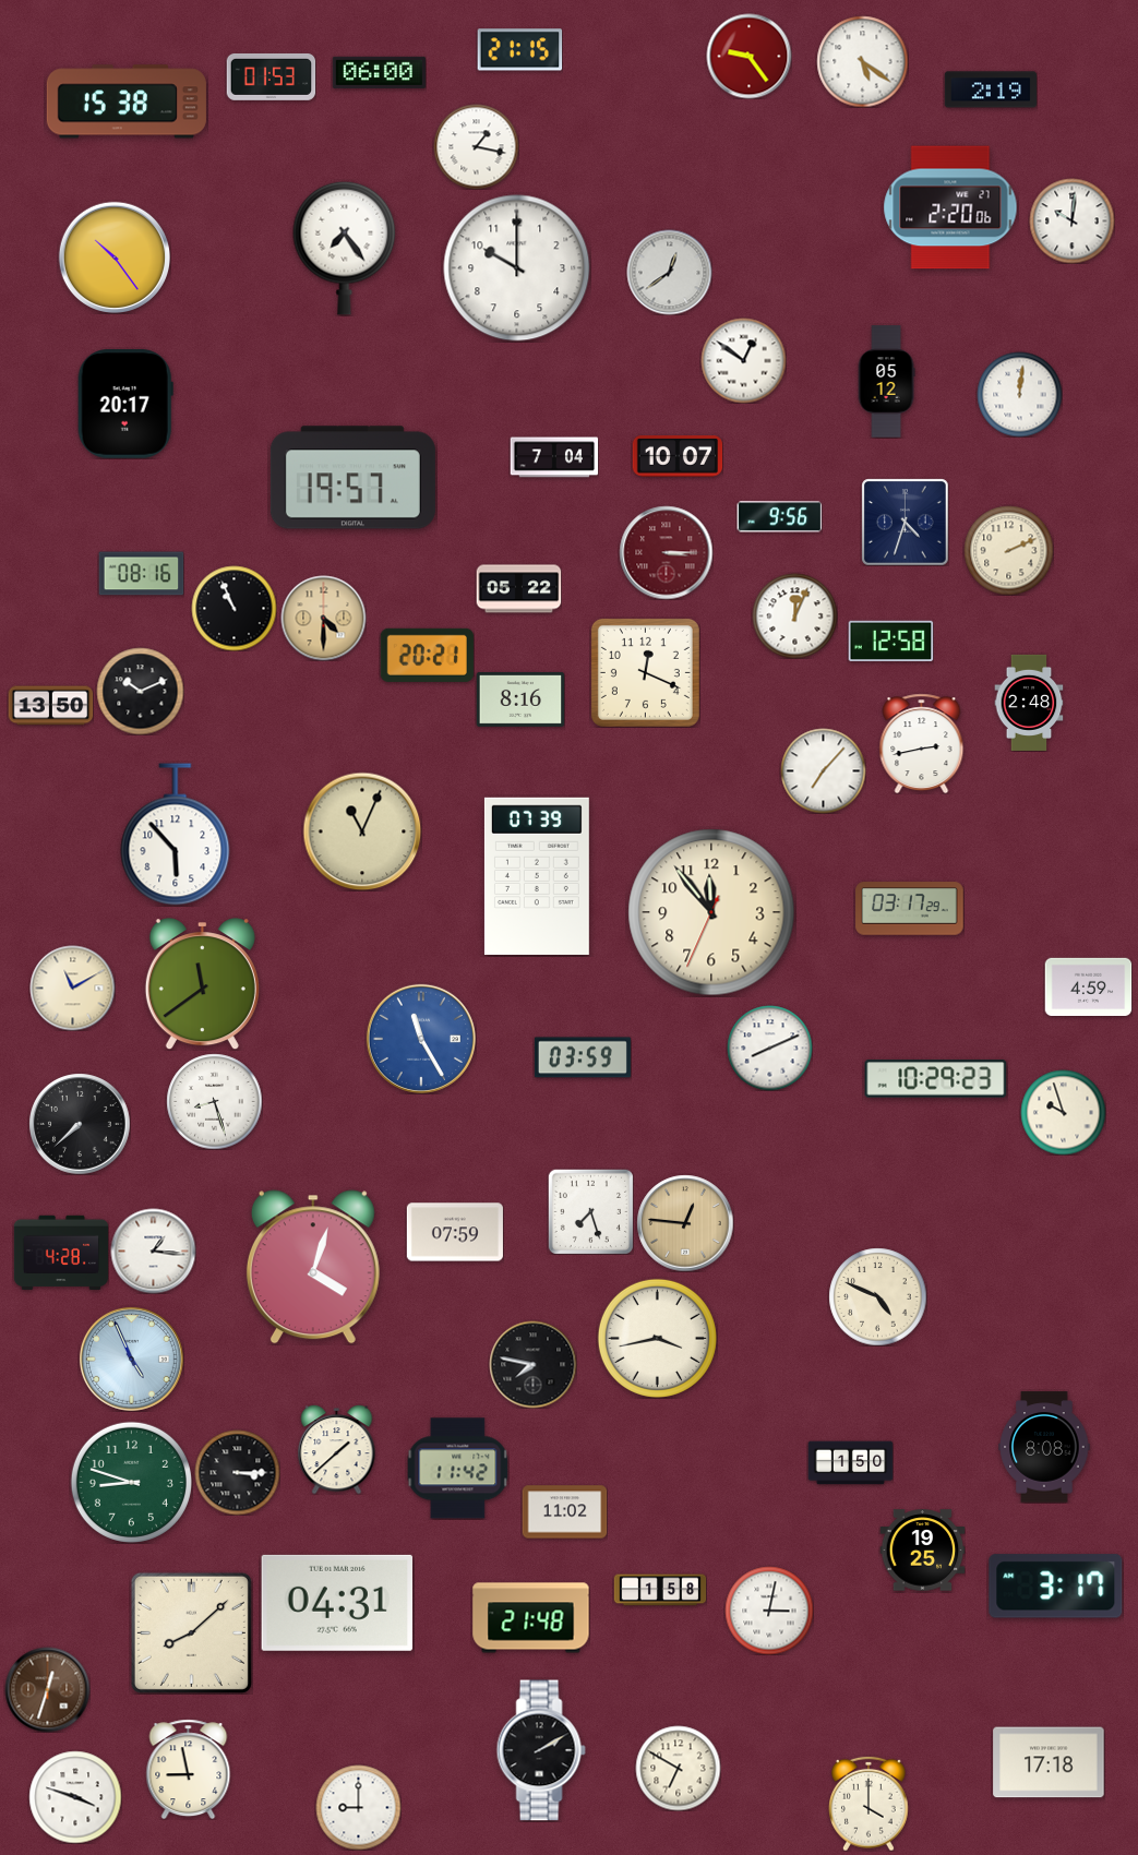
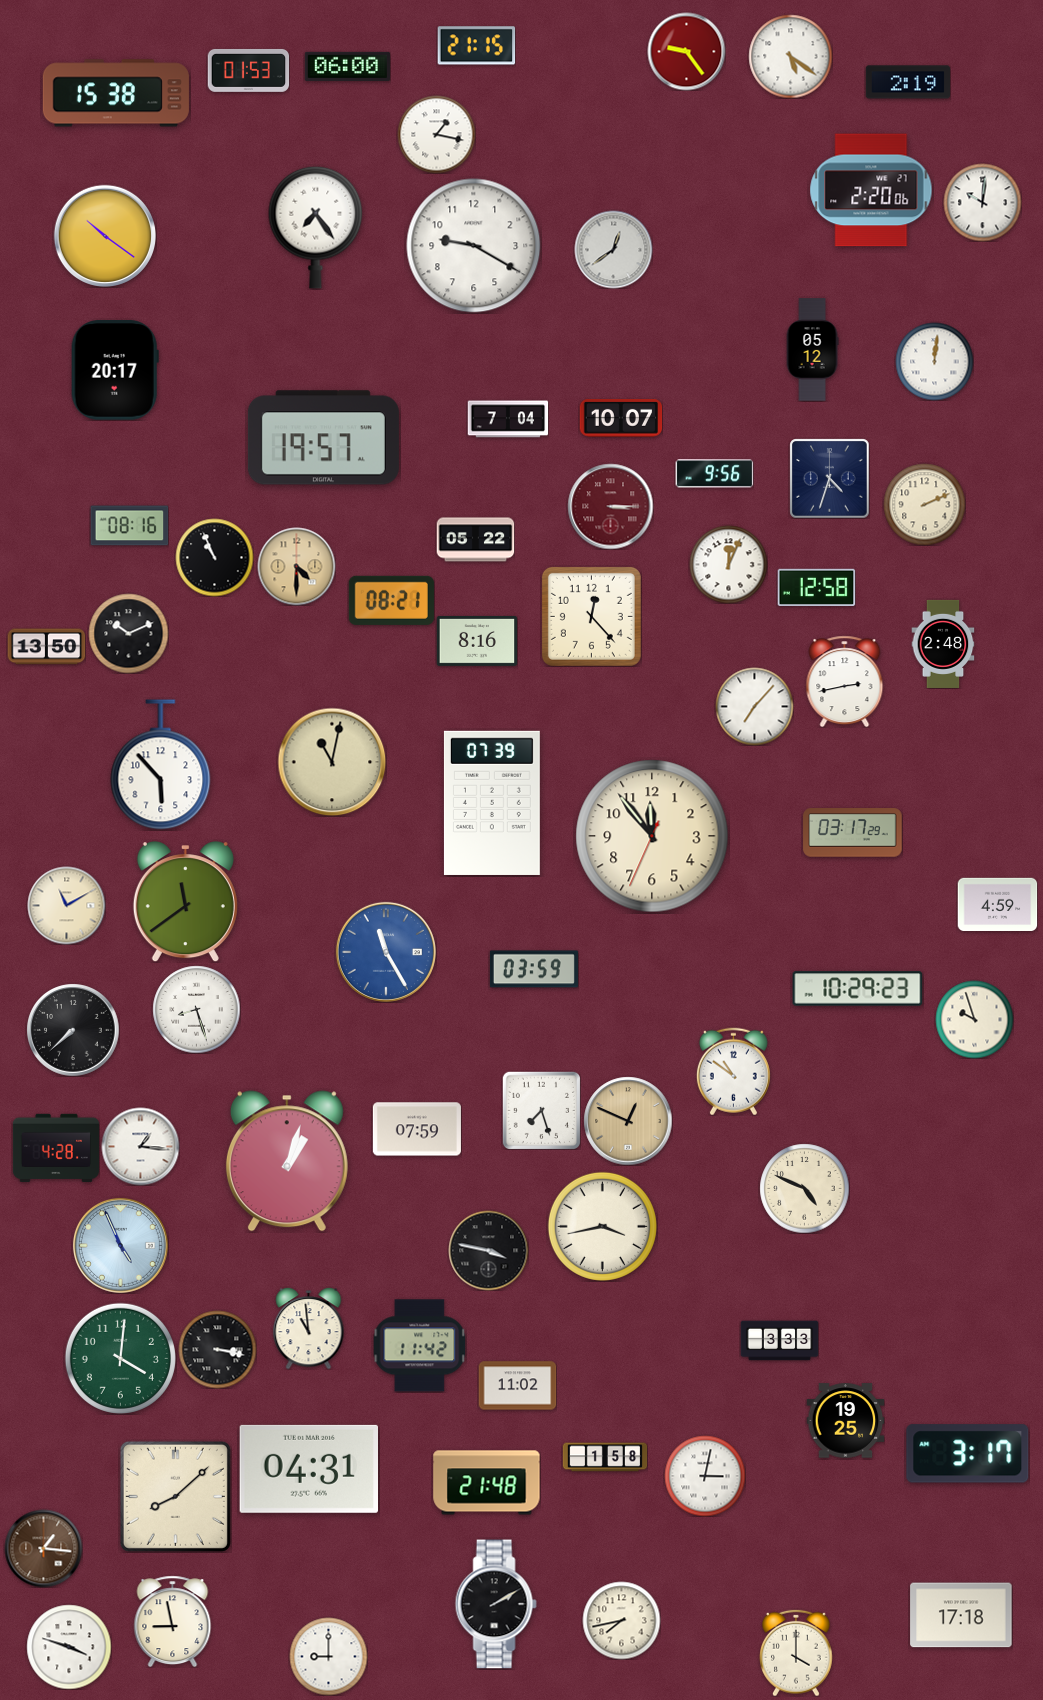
clock at (113, 256): 10:24 -> 10:21
clock at (517, 268): 10:00 -> 9:20
clock at (743, 360): 12:51 -> none
clock at (427, 655): 20:21 -> 08:21
clock at (645, 672): 12:19 -> 12:23
clock at (362, 831): 11:04 -> 11:02
clock at (910, 909) position: (910, 909) -> (853, 833)
clock at (769, 1048): 8:11 -> none
clock at (733, 1071): none -> 10:51
clock at (685, 1223): 12:46 -> 12:49
clock at (313, 1267): 4:03 -> 1:03
clock at (532, 1364): 7:47 -> 3:47
clock at (1044, 1447): 8:08 -> none
clock at (337, 1450): 1:38 -> 10:59
clock at (850, 1463): 1:50 -> 3:33
clock at (237, 1472): 3:15 -> 3:17
clock at (131, 1482): 8:48 -> 4:01
clock at (47, 1689): 12:33 -> 1:16
clock at (678, 1768): 6:50 -> 7:43
